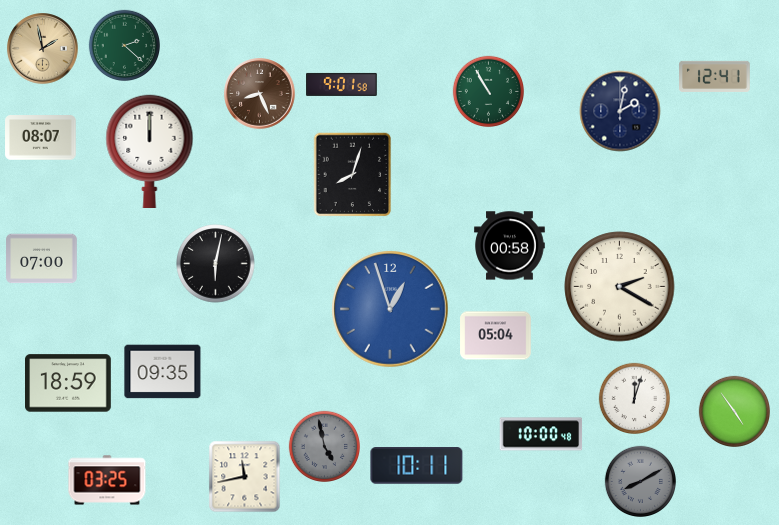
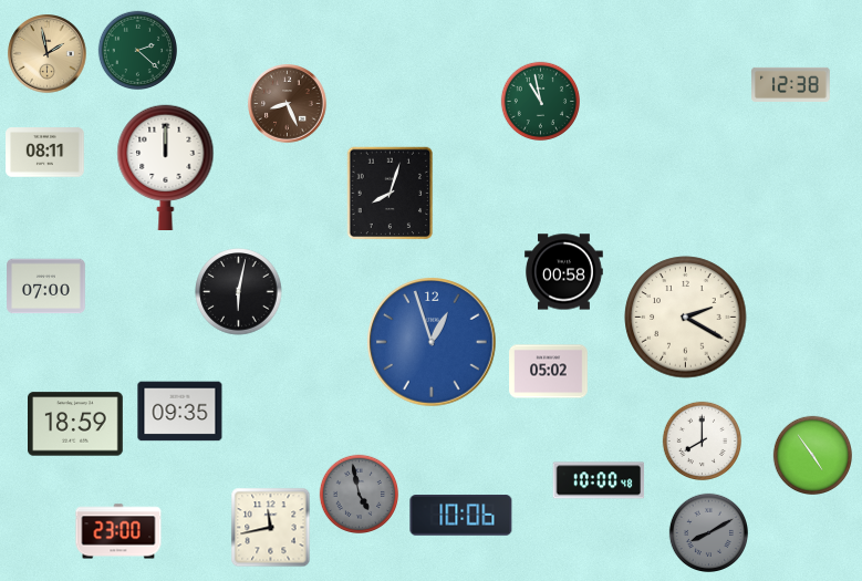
clock at (715, 76): 12:41 -> 12:38
clock at (342, 84): 9:01 -> none
clock at (488, 91): 10:55 -> 10:58
clock at (620, 111): 2:02 -> none
clock at (41, 138): 08:07 -> 08:11
clock at (496, 336): 05:04 -> 05:02
clock at (634, 398): 12:03 -> 8:00
clock at (417, 466): 10:11 -> 10:06
clock at (107, 480): 03:25 -> 23:00
